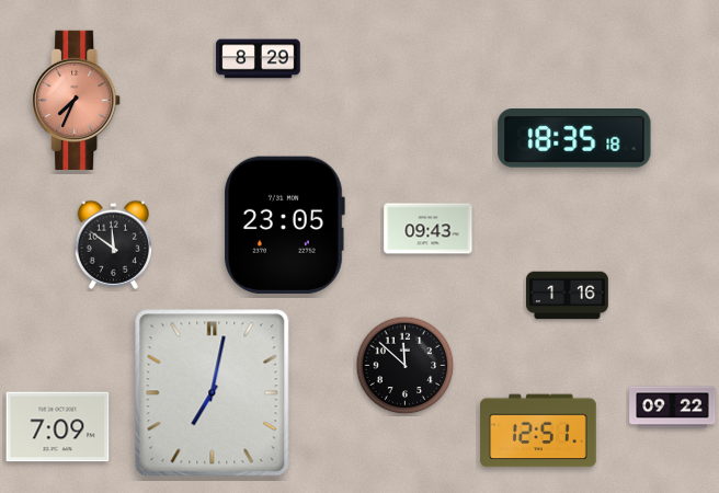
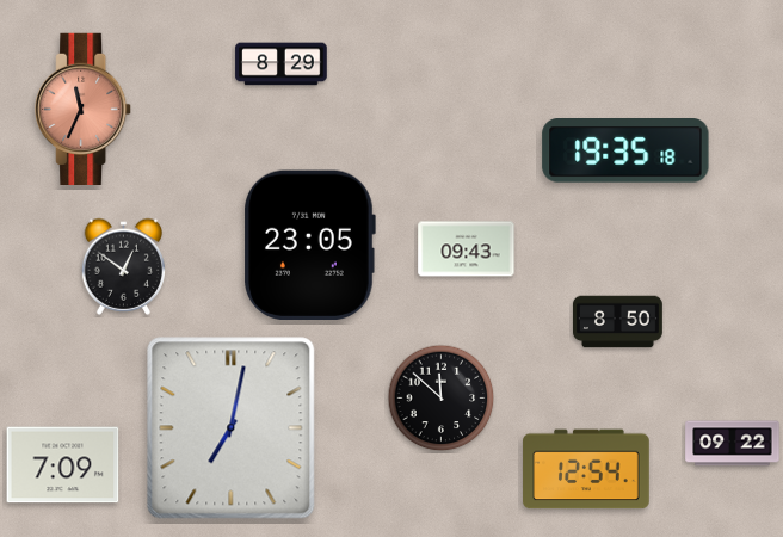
clock at (77, 100): 7:34 -> 11:34
clock at (574, 138): 18:35 -> 19:35
clock at (114, 244): 11:51 -> 12:51
clock at (568, 296): 1:16 -> 8:50
clock at (538, 431): 12:51 -> 12:54
